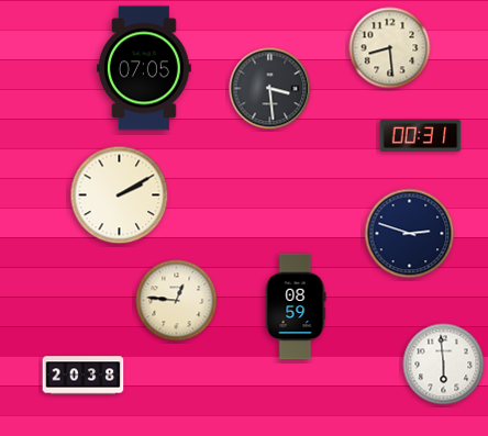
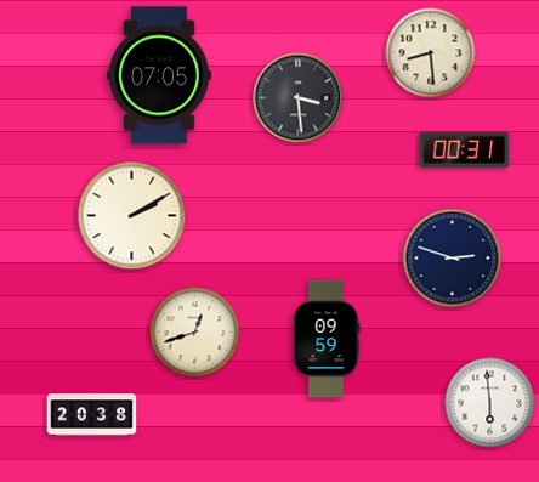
clock at (177, 301): 12:46 -> 12:42
clock at (296, 306): 08:59 -> 09:59
